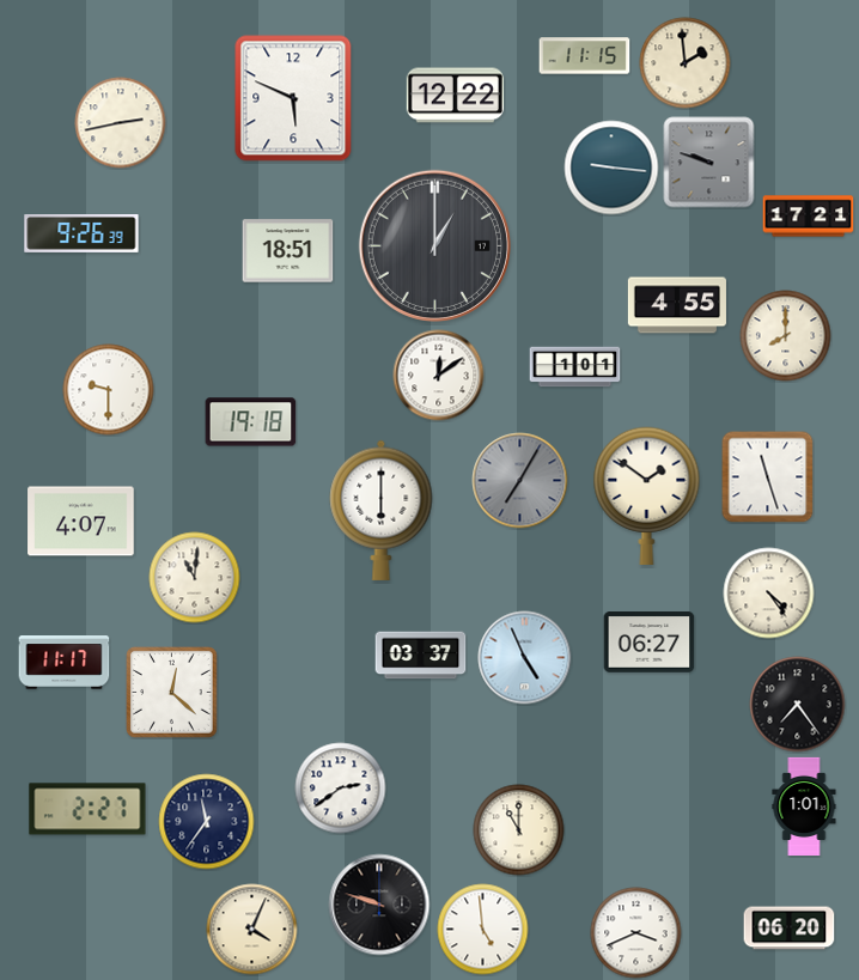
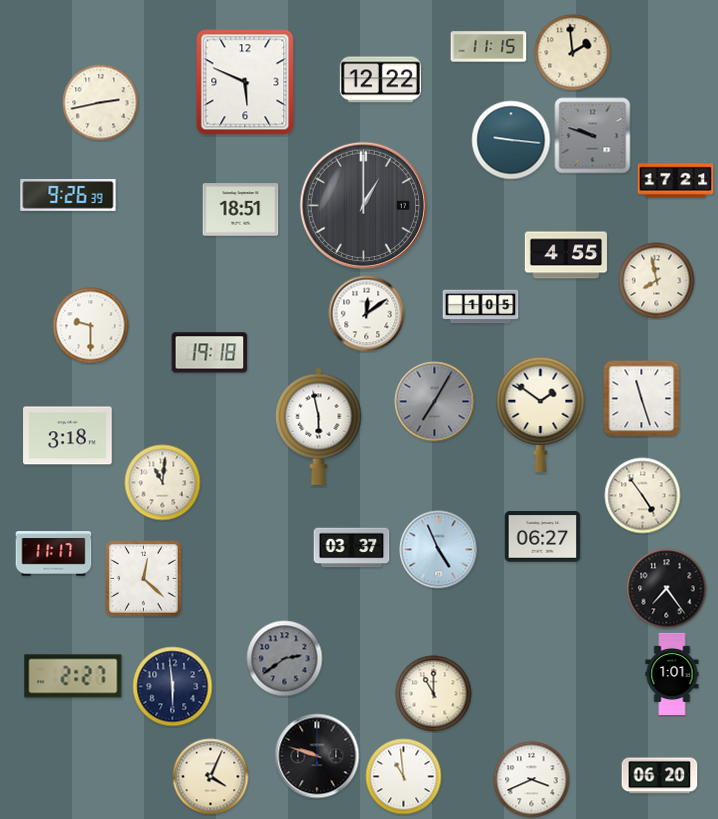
clock at (786, 336): 8:00 -> 7:58
clock at (575, 367): 1:01 -> 1:05
clock at (382, 510): 6:00 -> 5:58
clock at (81, 522): 4:07 -> 3:18
clock at (769, 594): 4:24 -> 4:54
clock at (341, 789) dial: white -> grey
clock at (207, 822): 11:36 -> 5:59
clock at (483, 930): 4:59 -> 10:59
